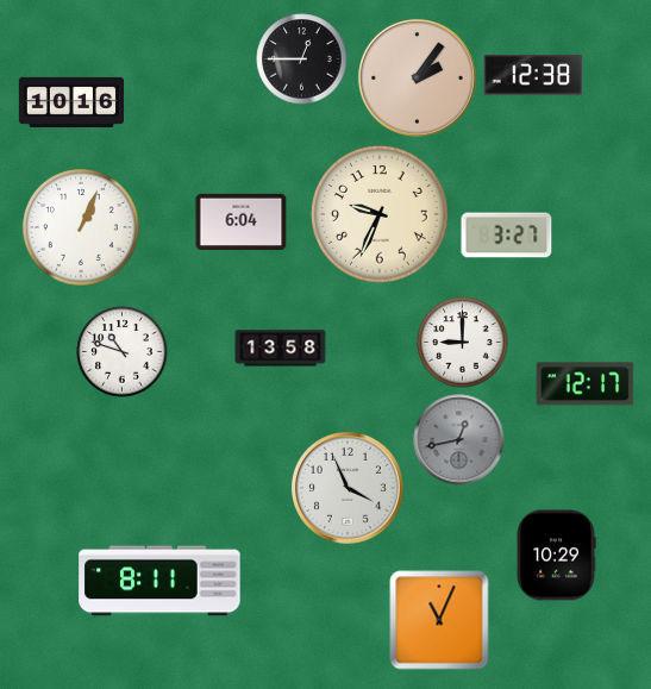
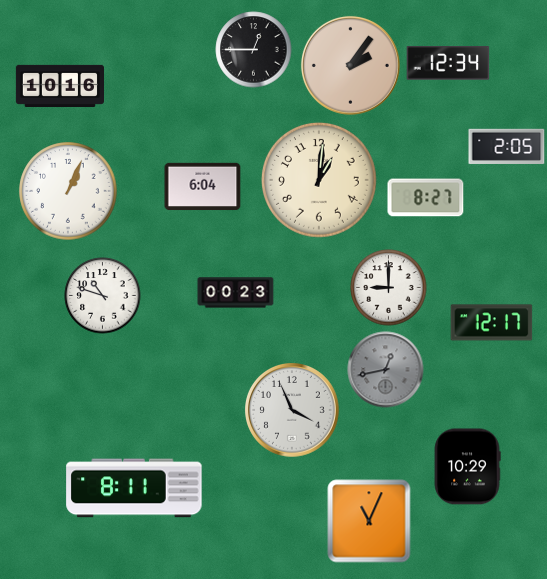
clock at (533, 75): 12:38 -> 12:34
clock at (507, 146): none -> 2:05
clock at (380, 214): 9:34 -> 1:01
clock at (507, 236): 3:27 -> 8:27
clock at (281, 349): 13:58 -> 00:23
